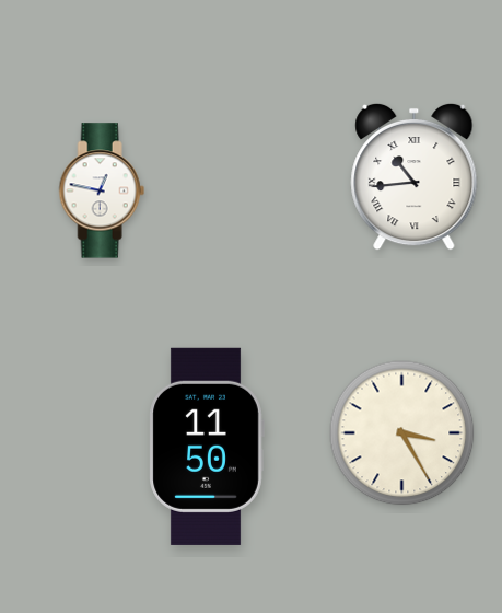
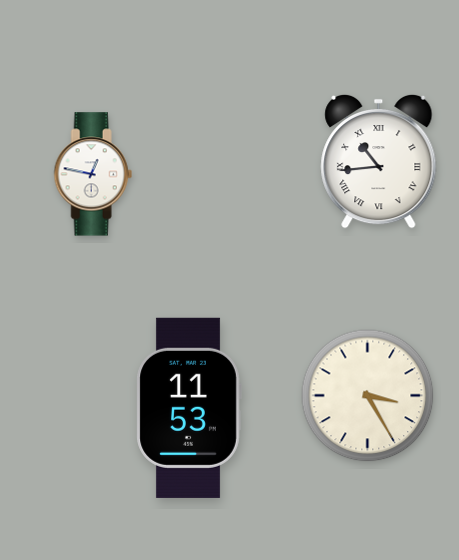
clock at (207, 447): 11:50 -> 11:53
